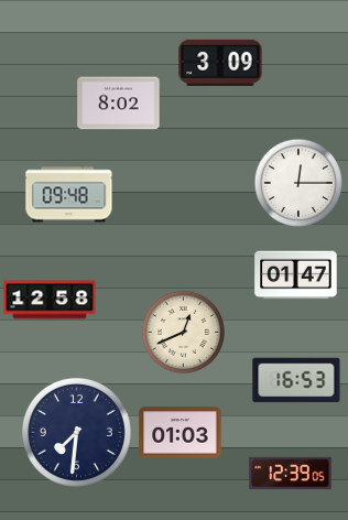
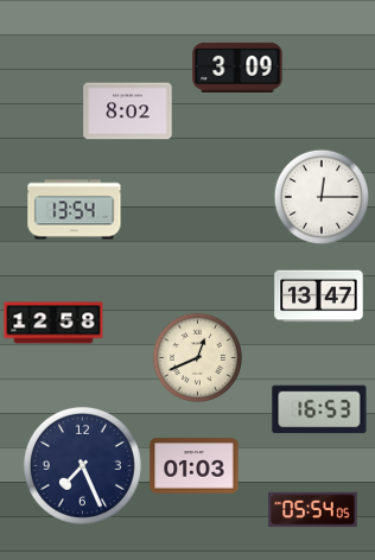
clock at (69, 195): 09:48 -> 13:54
clock at (296, 275): 01:47 -> 13:47
clock at (76, 432): 7:31 -> 7:26
clock at (291, 474): 12:39 -> 05:54
